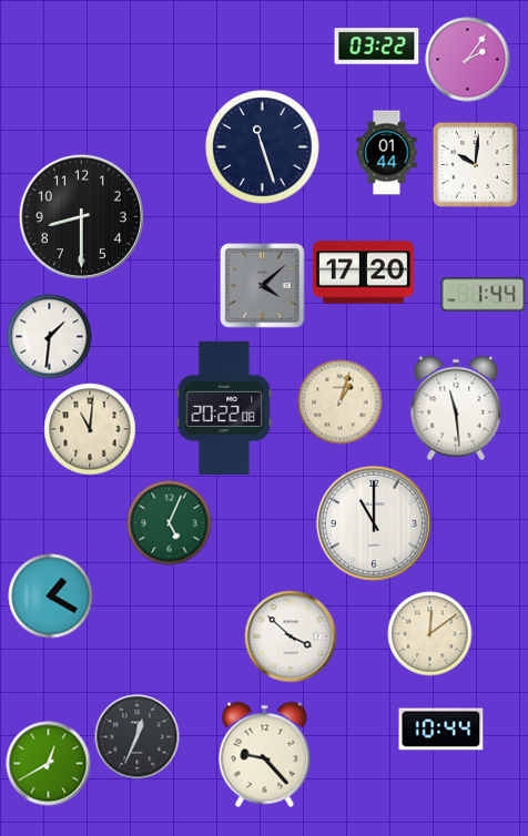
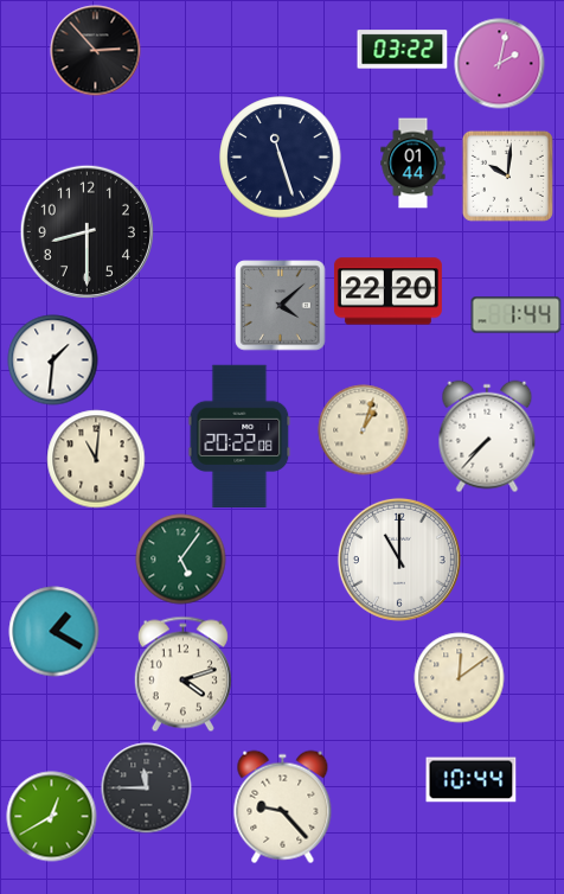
clock at (96, 51): none -> 2:53
clock at (468, 60): 2:06 -> 2:02
clock at (363, 273): 17:20 -> 22:20
clock at (456, 408): 11:29 -> 7:37
clock at (170, 523): 5:04 -> 5:06
clock at (51, 597) position: (51, 597) -> (55, 632)
clock at (182, 675): none -> 4:12
clock at (291, 636): 3:52 -> none
clock at (138, 737): 12:34 -> 11:45
